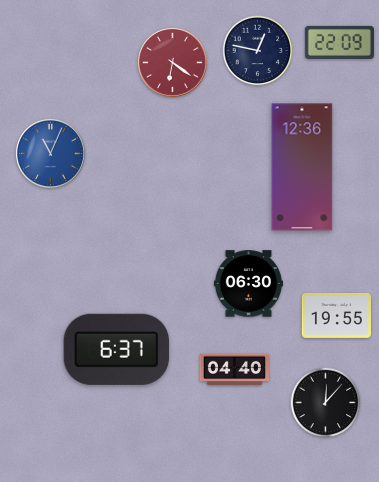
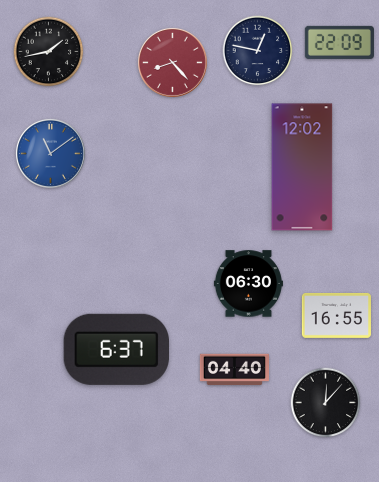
clock at (49, 52): none -> 1:43
clock at (172, 62): 6:21 -> 8:23
clock at (50, 153): 11:04 -> 11:09
clock at (302, 167): 12:36 -> 12:02
clock at (336, 315): 19:55 -> 16:55
